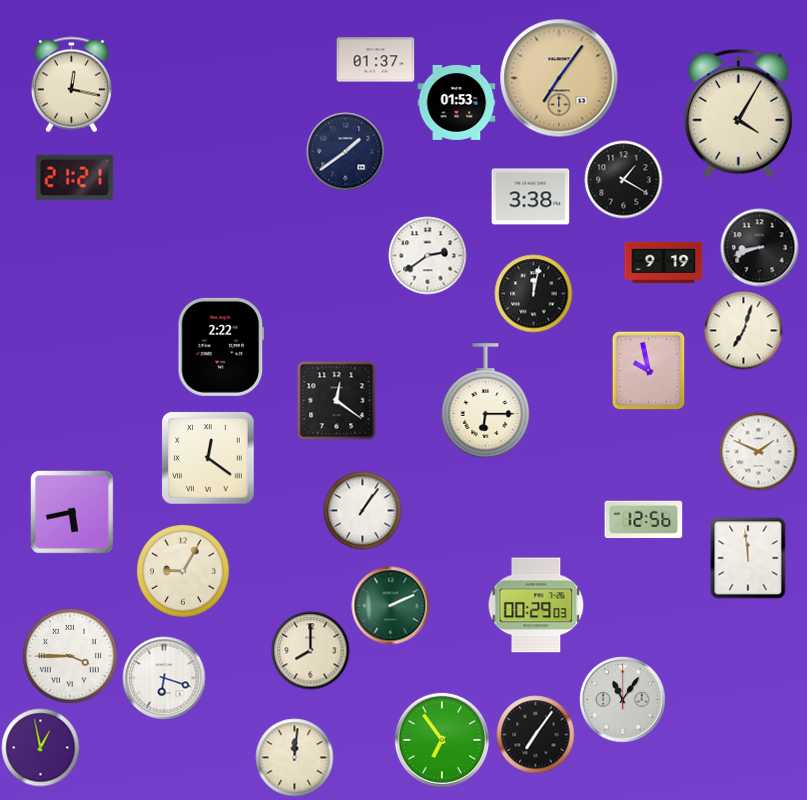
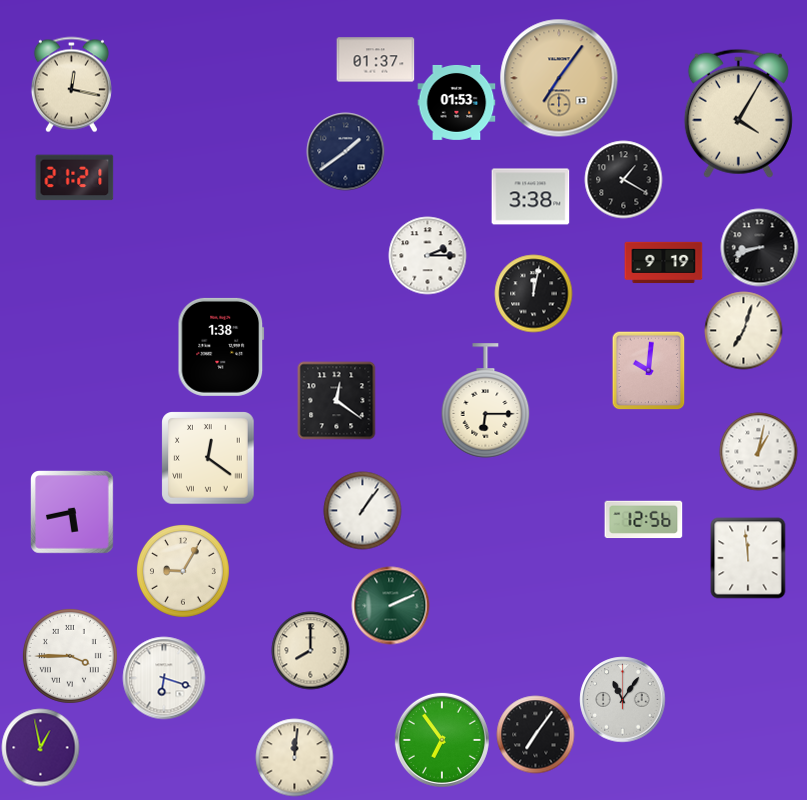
clock at (427, 255): 2:39 -> 2:15
clock at (221, 347): 2:22 -> 1:38
clock at (649, 370): 9:58 -> 10:01
clock at (758, 451): 1:49 -> 1:02
clock at (536, 605): 00:29 -> none
